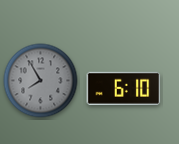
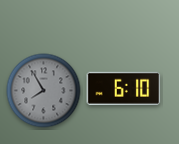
clock at (41, 81) position: (41, 81) -> (44, 91)
